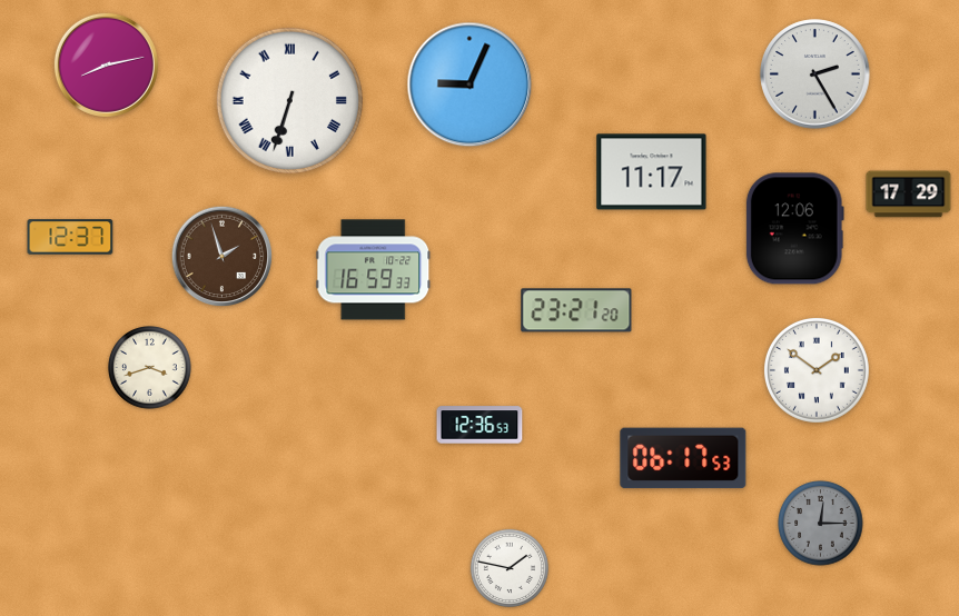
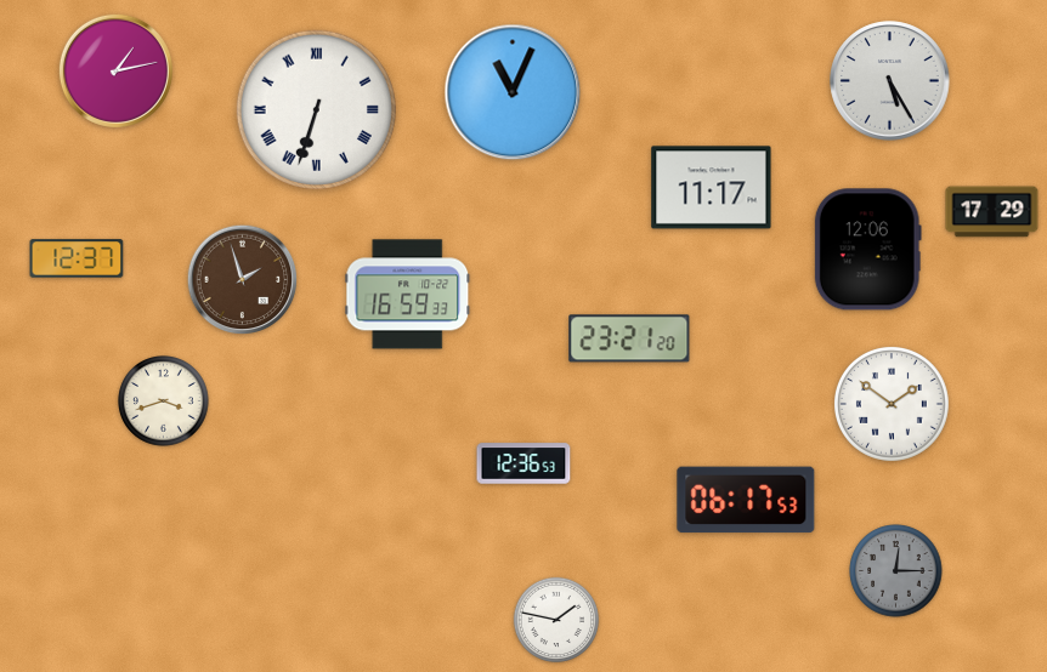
clock at (106, 64): 8:13 -> 1:13
clock at (815, 74): 2:25 -> 5:25
clock at (469, 85): 9:04 -> 11:04
